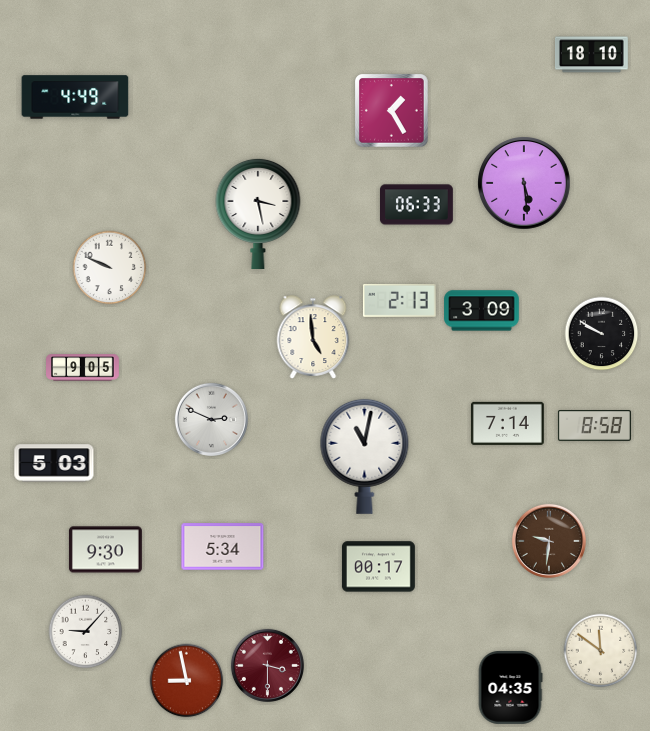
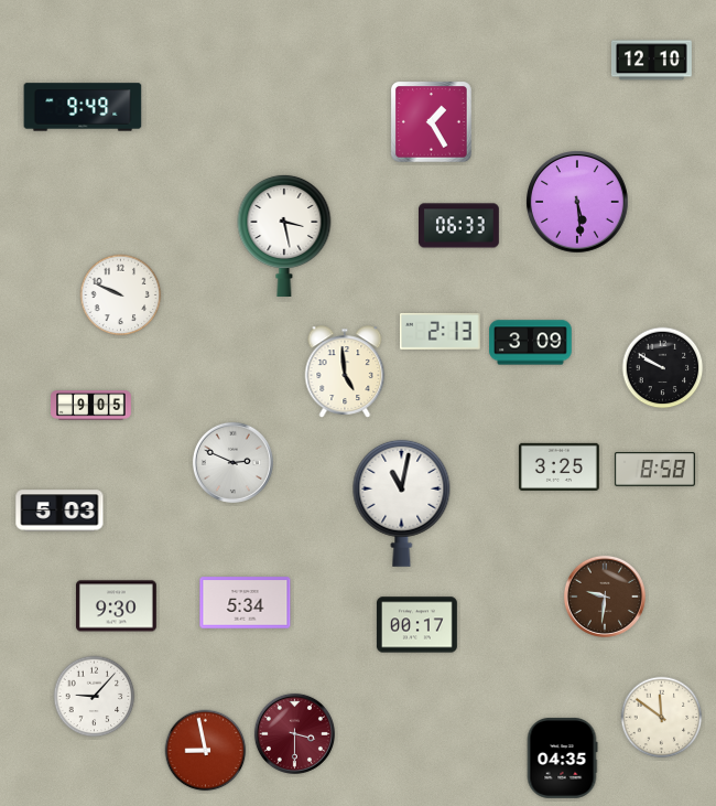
clock at (591, 55): 18:10 -> 12:10
clock at (75, 97): 4:49 -> 9:49
clock at (507, 423): 7:14 -> 3:25
